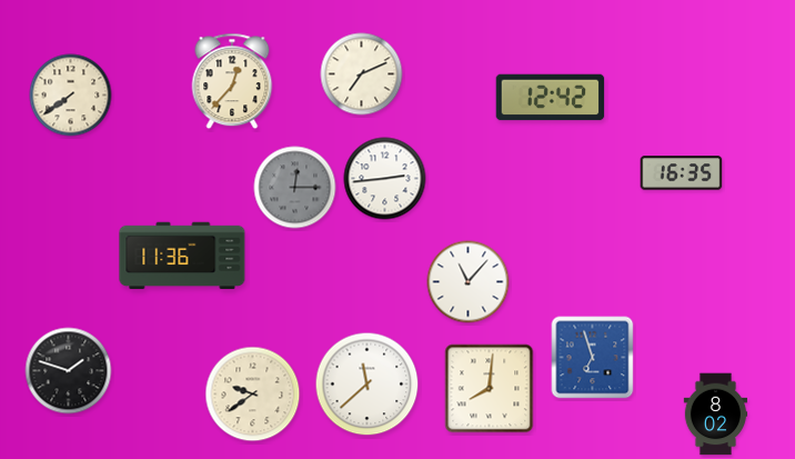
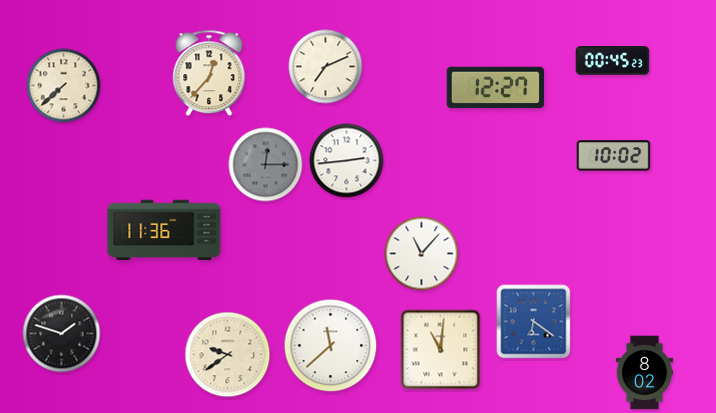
clock at (613, 61): none -> 00:45
clock at (71, 96): 7:39 -> 7:38
clock at (551, 98): 12:42 -> 12:27
clock at (682, 173): 16:35 -> 10:02
clock at (295, 188) position: (295, 188) -> (266, 165)
clock at (593, 358): 6:57 -> 6:21
clock at (490, 389): 8:01 -> 11:01
